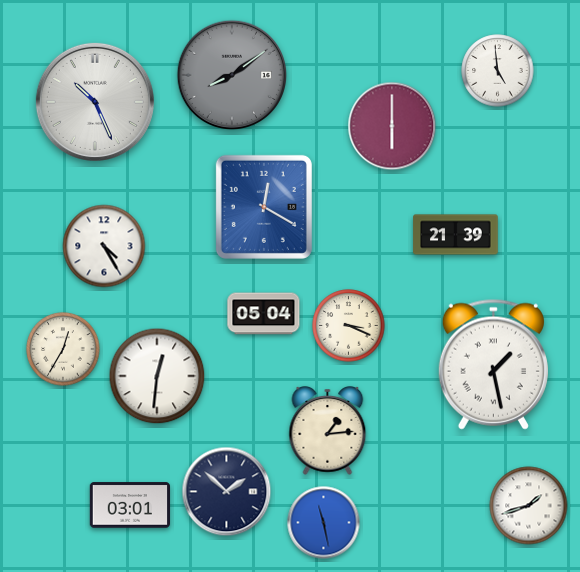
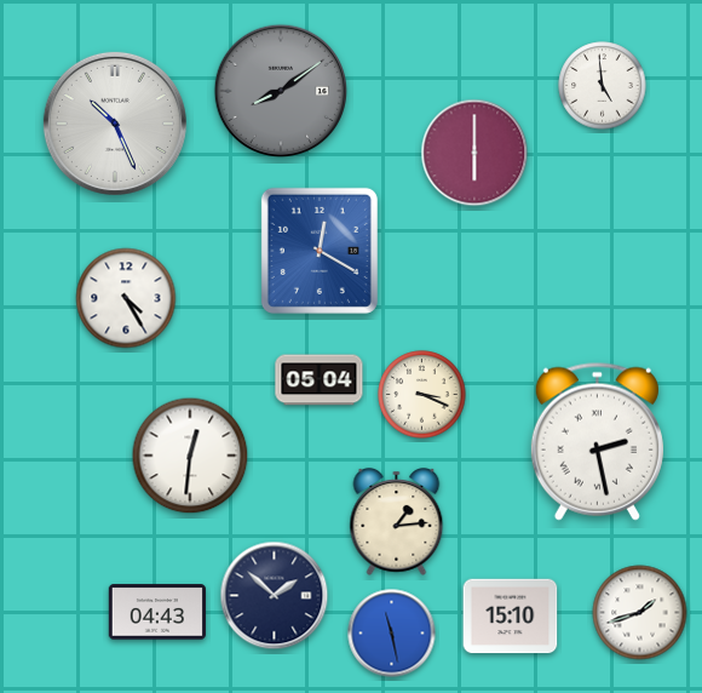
clock at (456, 235): 21:39 -> none
clock at (63, 349): 12:35 -> none
clock at (493, 364): 1:28 -> 2:28
clock at (129, 505): 03:01 -> 04:43
clock at (511, 617): none -> 15:10
